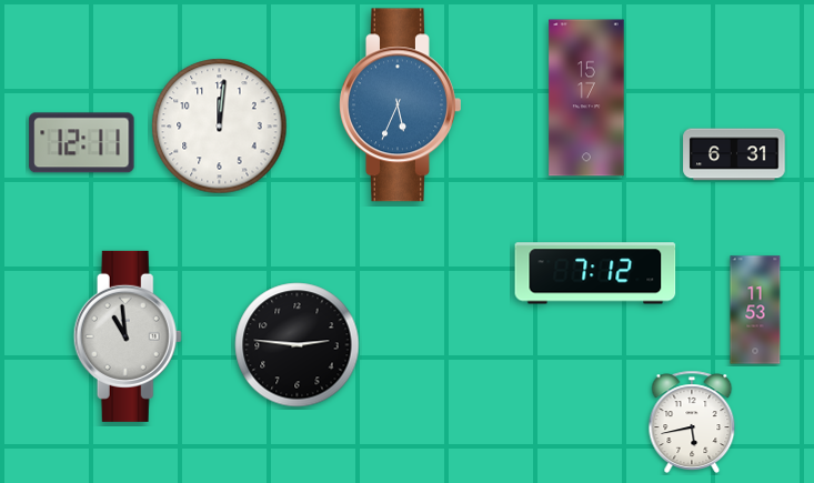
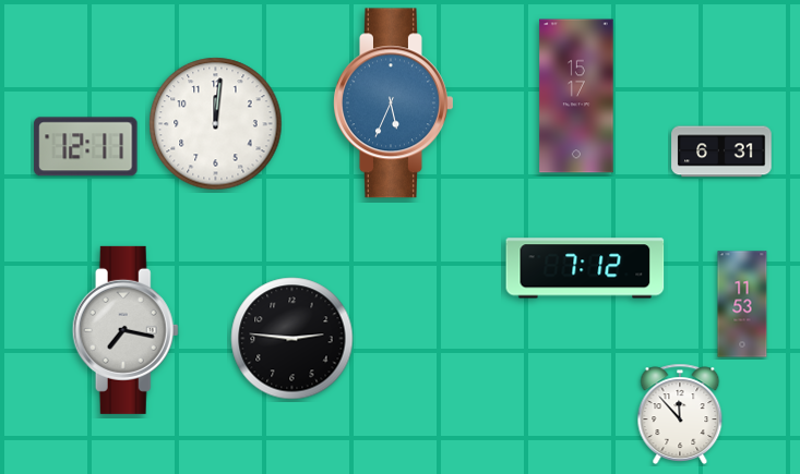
clock at (82, 143) position: (82, 143) -> (86, 147)
clock at (128, 336): 10:59 -> 7:17
clock at (692, 421): 5:43 -> 11:53
